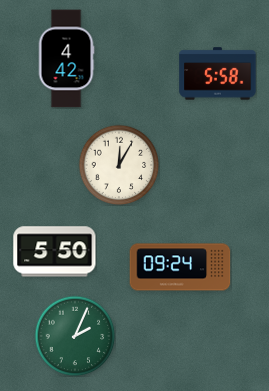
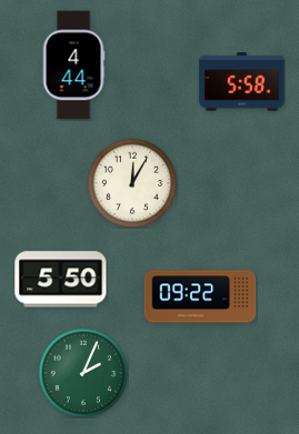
clock at (66, 59): 4:42 -> 4:44
clock at (180, 267): 09:24 -> 09:22
